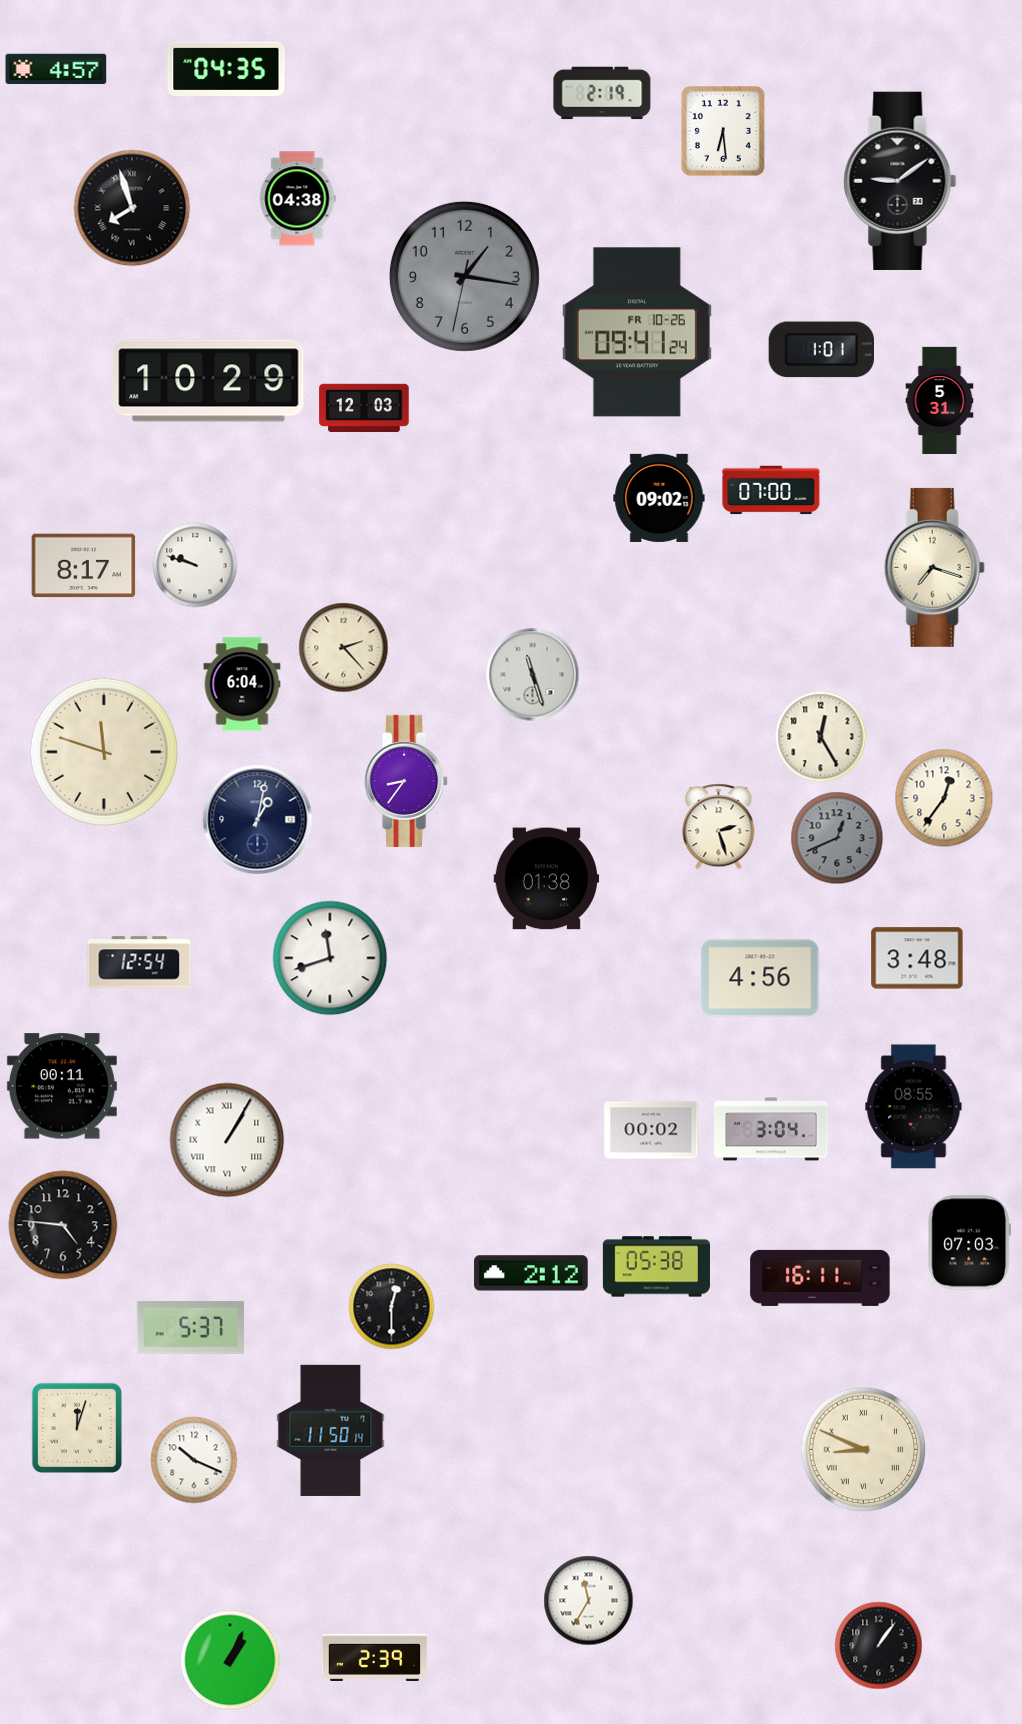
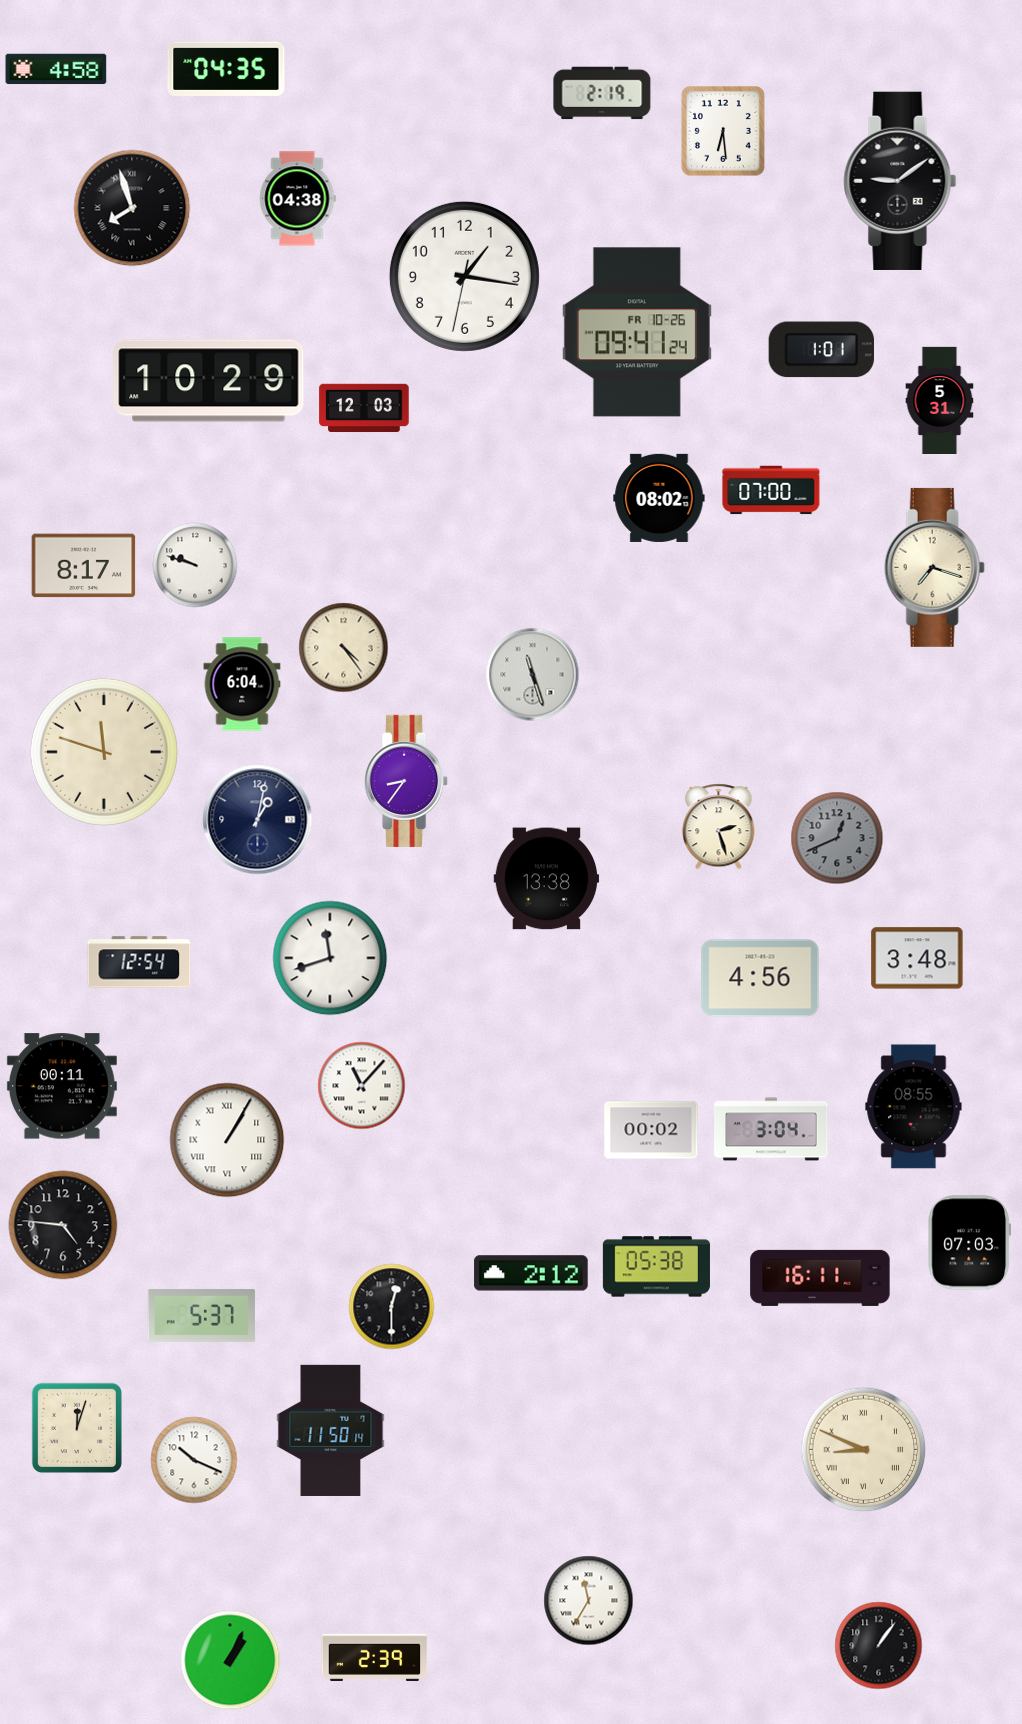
clock at (56, 69): 4:57 -> 4:58
clock at (464, 276) dial: grey -> white
clock at (659, 498): 09:02 -> 08:02
clock at (344, 648): 2:23 -> 4:24
clock at (821, 737): 12:25 -> none
clock at (944, 798): 12:36 -> none
clock at (547, 879): 01:38 -> 13:38
clock at (362, 1086): none -> 11:07
clock at (190, 1327) position: (190, 1327) -> (201, 1315)
